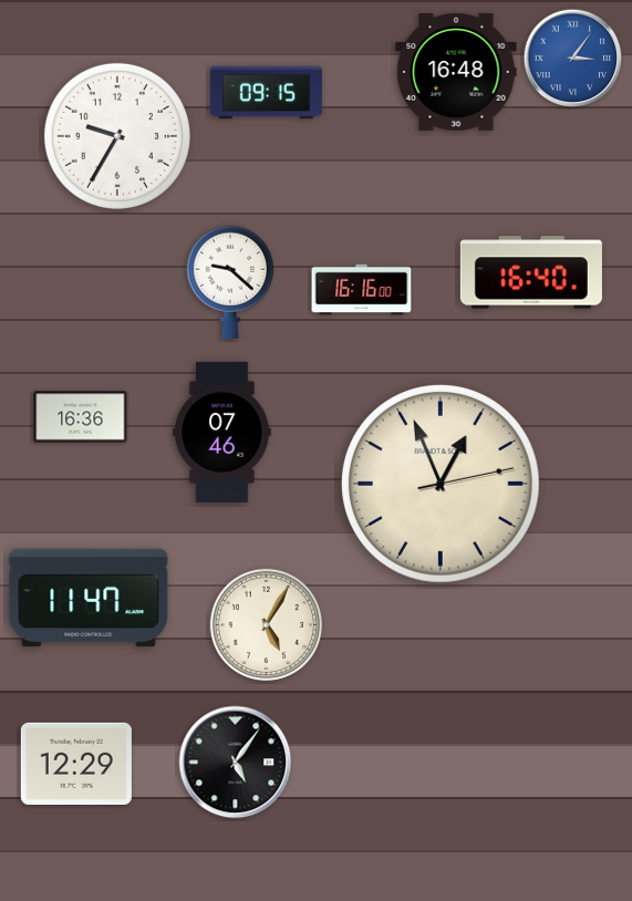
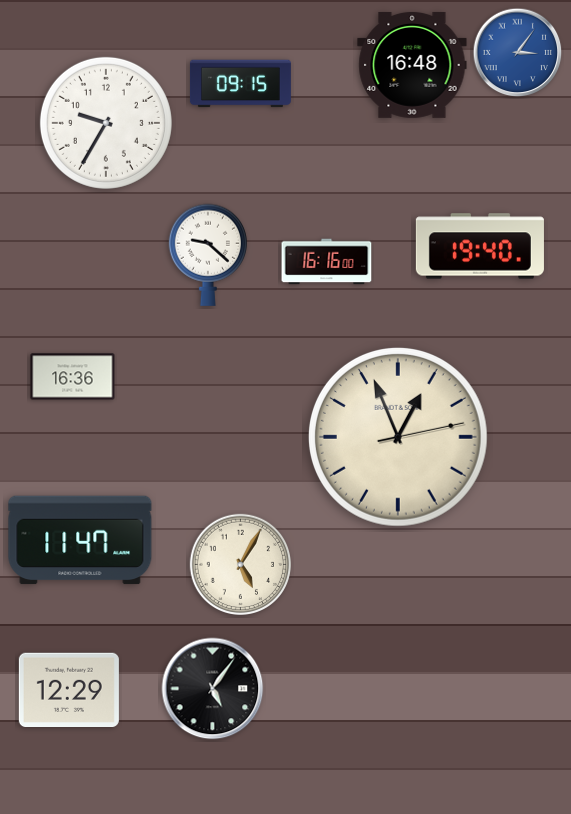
clock at (531, 272): 16:40 -> 19:40
clock at (222, 432): 07:46 -> none
